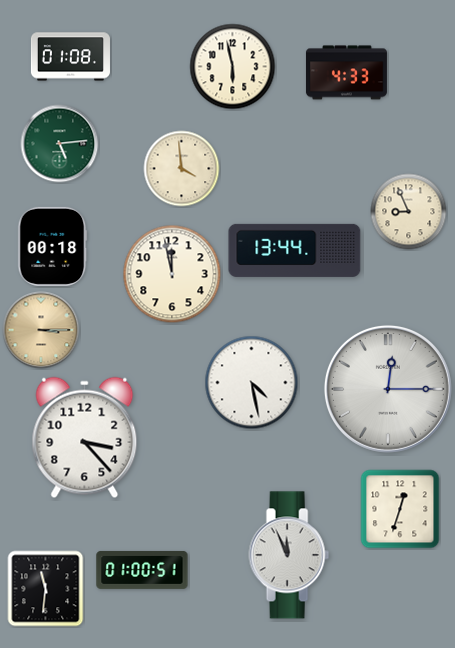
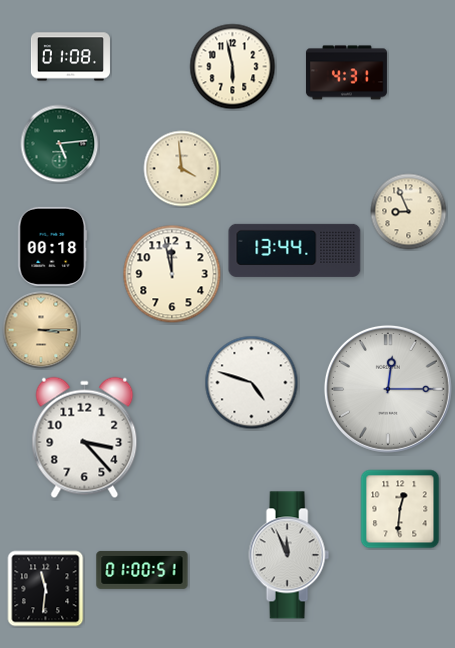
clock at (346, 73): 4:33 -> 4:31
clock at (252, 383): 4:28 -> 4:48
clock at (400, 509): 12:33 -> 12:31
